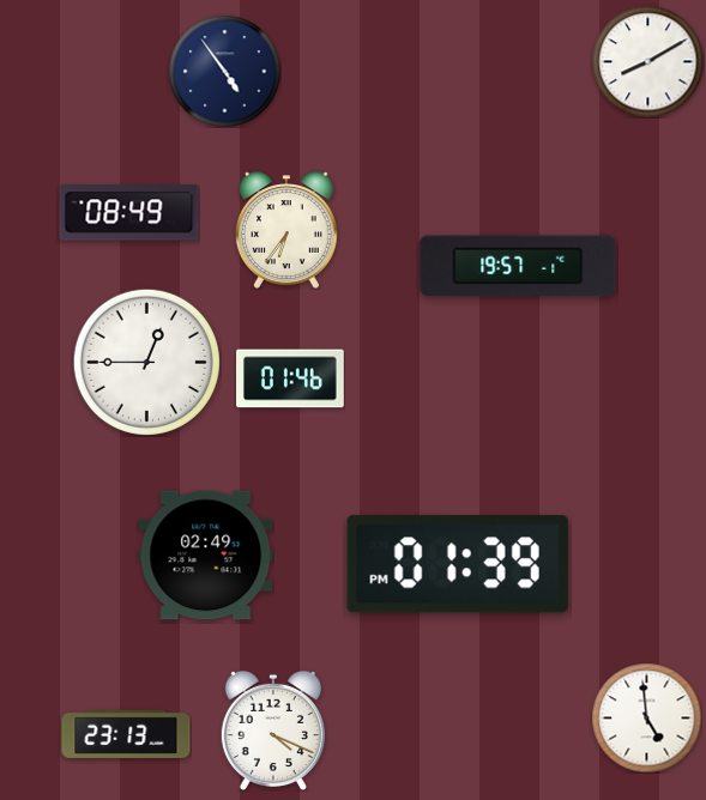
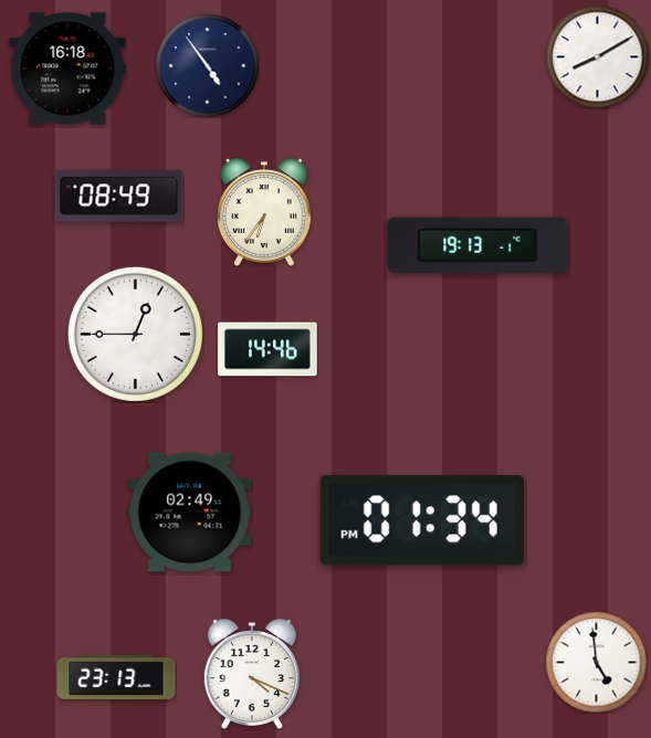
clock at (67, 68): none -> 16:18
clock at (518, 266): 19:57 -> 19:13
clock at (290, 378): 01:46 -> 14:46
clock at (458, 564): 01:39 -> 01:34
